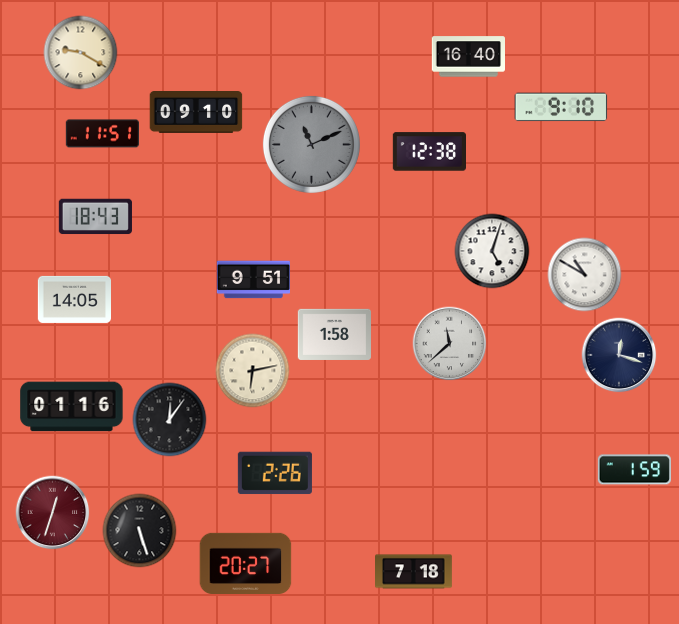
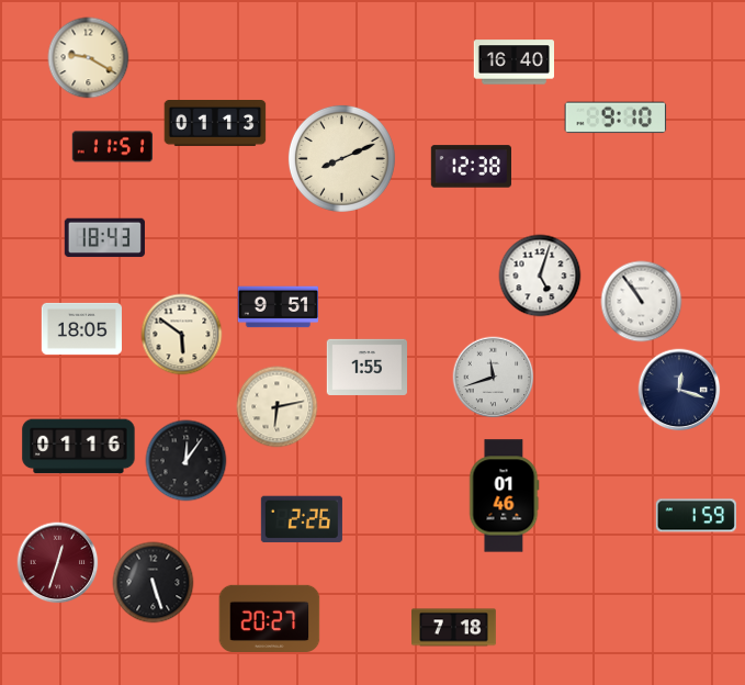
clock at (196, 113): 09:10 -> 01:13
clock at (311, 144): 11:11 -> 8:11
clock at (311, 144) dial: grey -> cream
clock at (585, 275): 10:50 -> 10:54
clock at (75, 299): 14:05 -> 18:05
clock at (182, 335): none -> 5:51
clock at (334, 334): 1:58 -> 1:55
clock at (450, 344): 11:38 -> 11:42
clock at (504, 496): none -> 01:46
